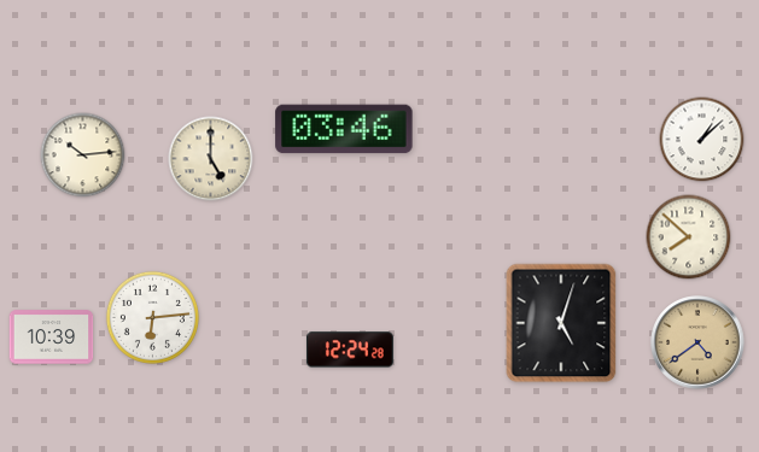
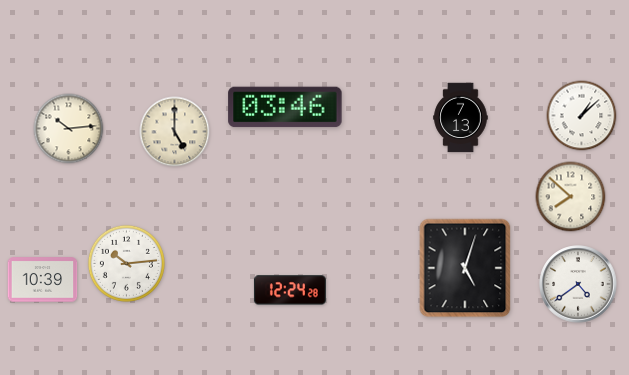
clock at (461, 118): none -> 7:13
clock at (152, 317): 6:14 -> 10:14
clock at (697, 342) dial: champagne -> white
